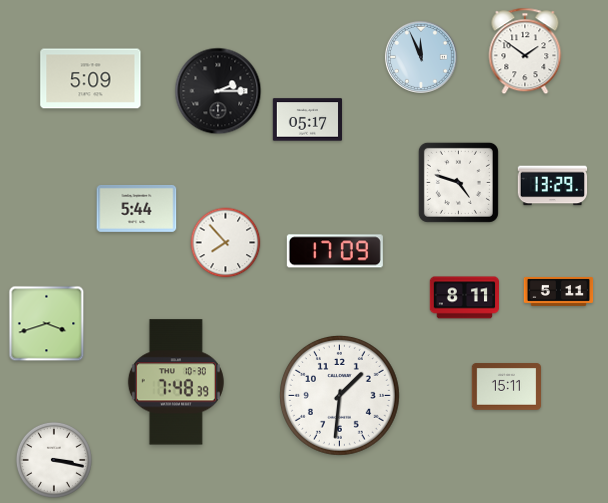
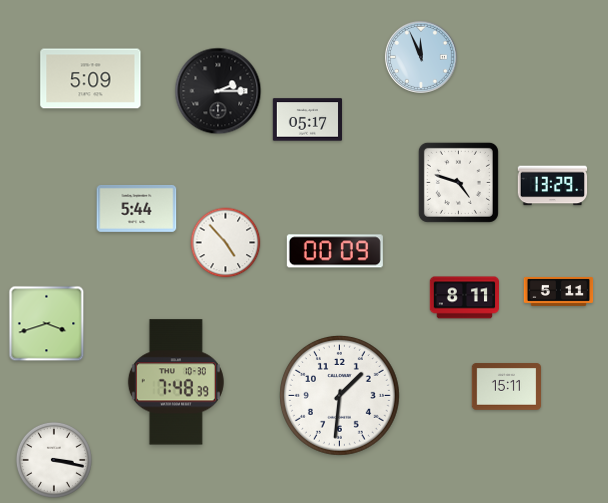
clock at (525, 51): 1:51 -> none
clock at (226, 243): 7:53 -> 4:53
clock at (335, 251): 17:09 -> 00:09
